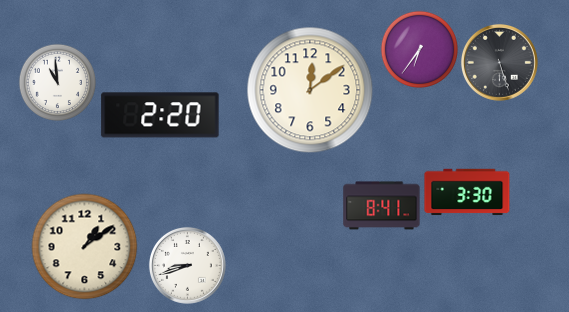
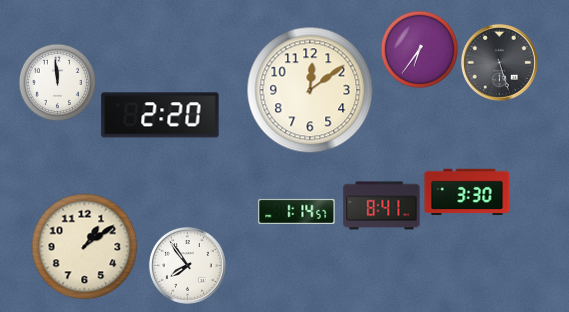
clock at (57, 82): 10:59 -> 11:59
clock at (297, 211): none -> 1:14
clock at (187, 265): 8:42 -> 7:54
